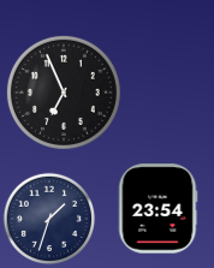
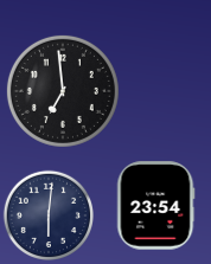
clock at (64, 93): 6:56 -> 6:59
clock at (49, 219): 1:33 -> 6:01
